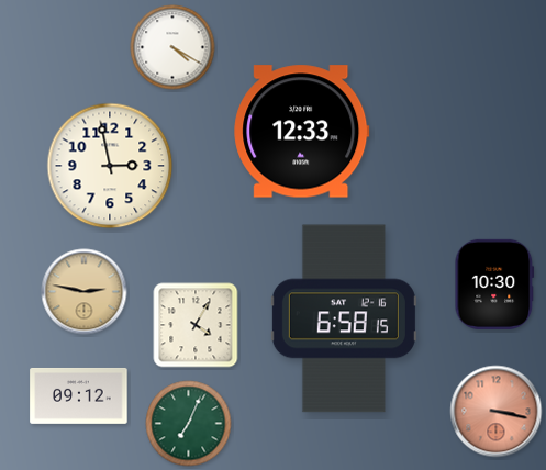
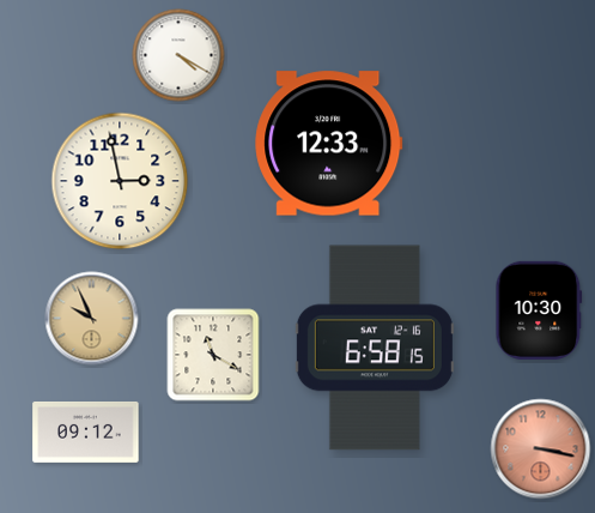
clock at (172, 47) position: (172, 47) -> (178, 55)
clock at (85, 292): 2:47 -> 9:56
clock at (196, 325): 4:05 -> 11:20
clock at (189, 424): 7:04 -> none
